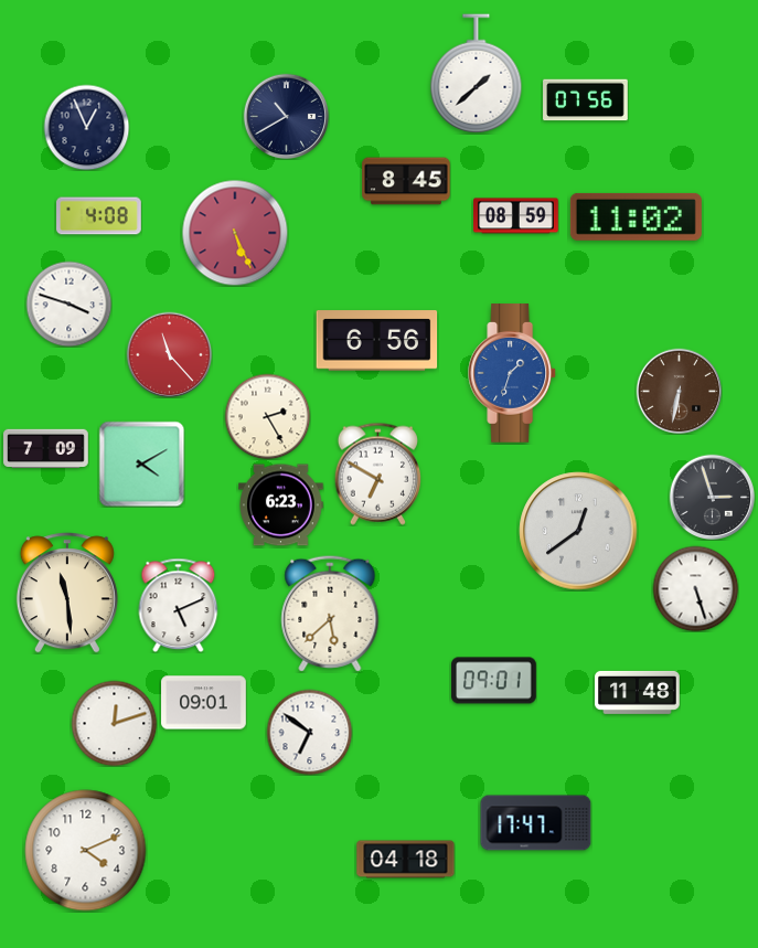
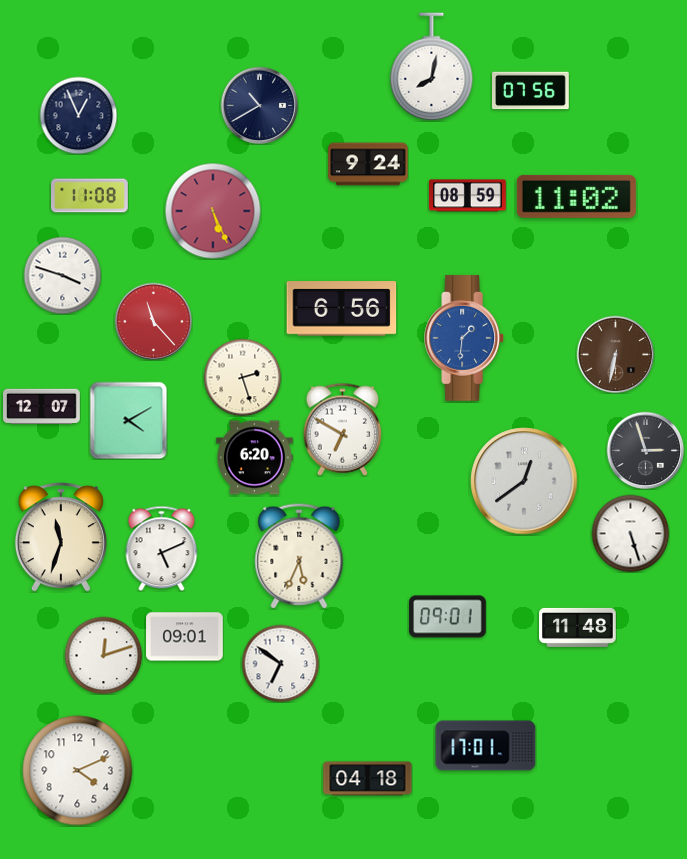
clock at (477, 74): 1:38 -> 8:02
clock at (406, 181): 8:45 -> 9:24
clock at (99, 216): 4:08 -> 11:08
clock at (513, 373): 1:33 -> 1:31
clock at (267, 416): 2:25 -> 2:27
clock at (46, 449): 7:09 -> 12:07
clock at (281, 505): 6:23 -> 6:20
clock at (67, 593): 11:29 -> 11:33
clock at (330, 614): 5:38 -> 5:34
clock at (536, 823): 17:47 -> 17:01
